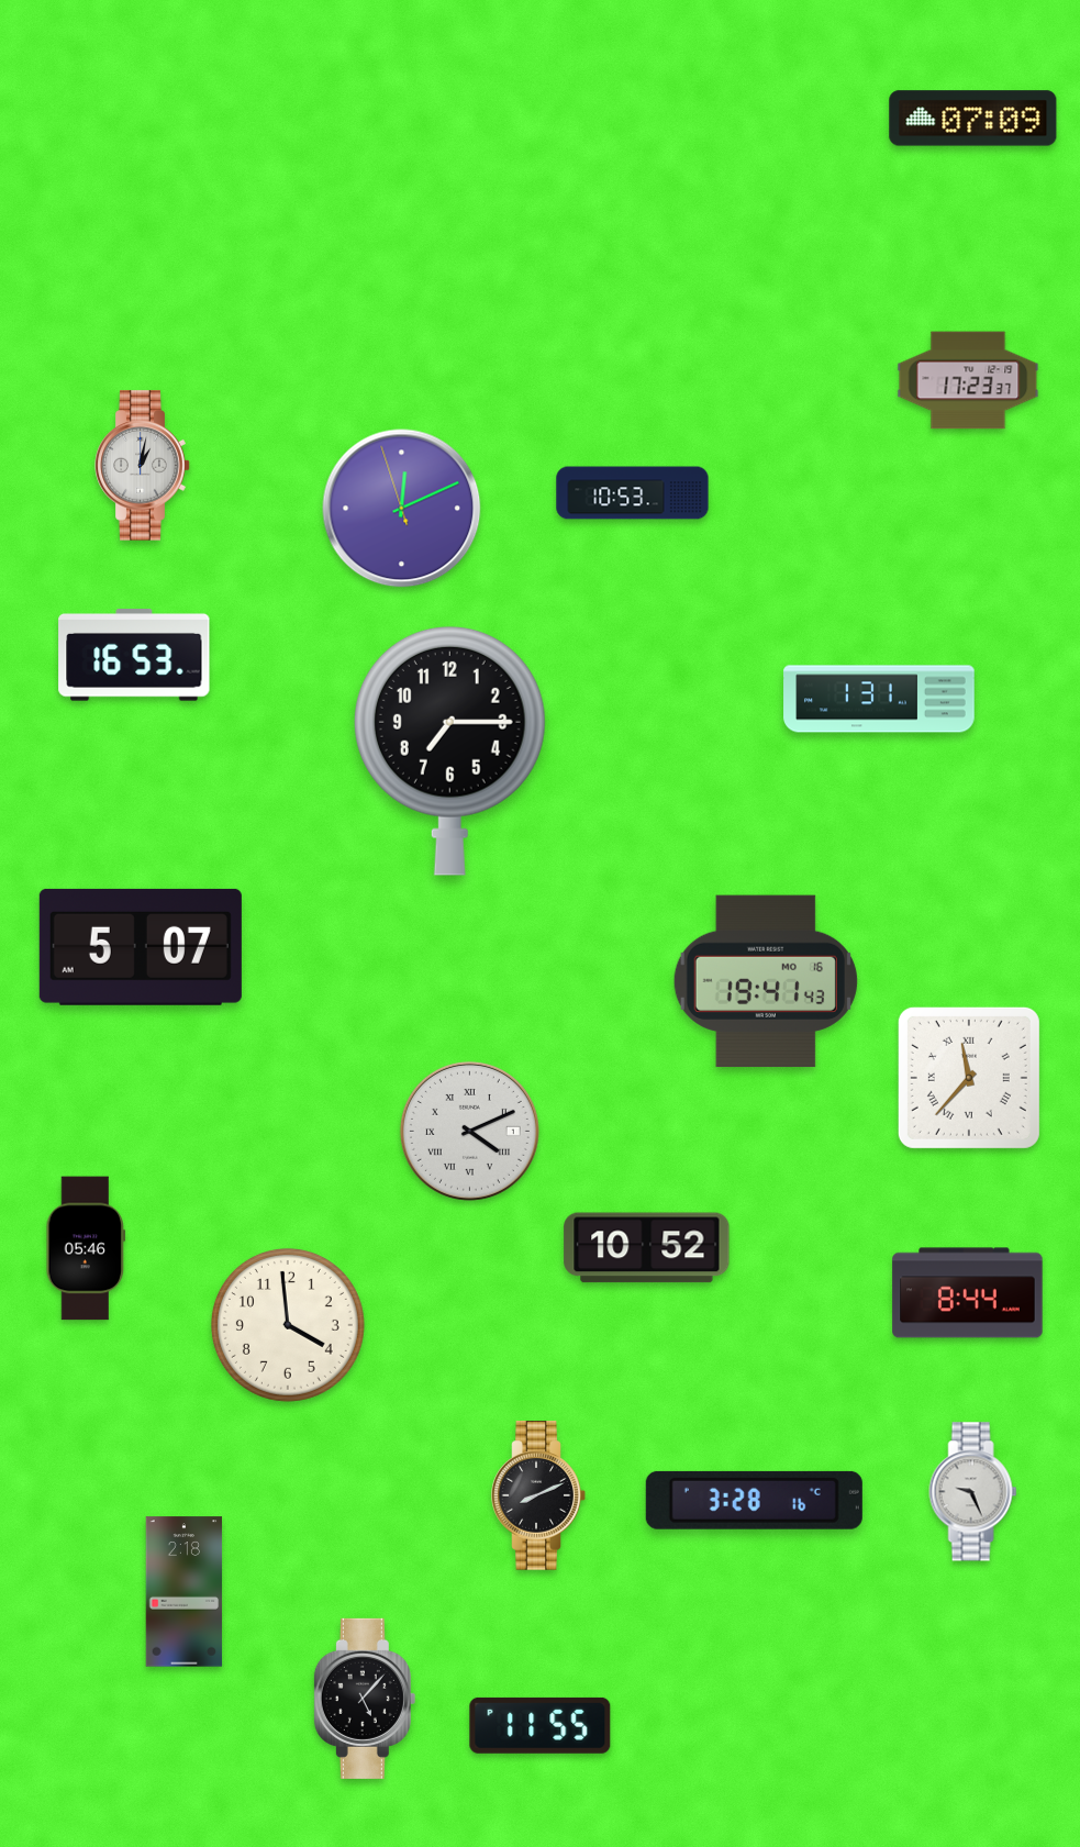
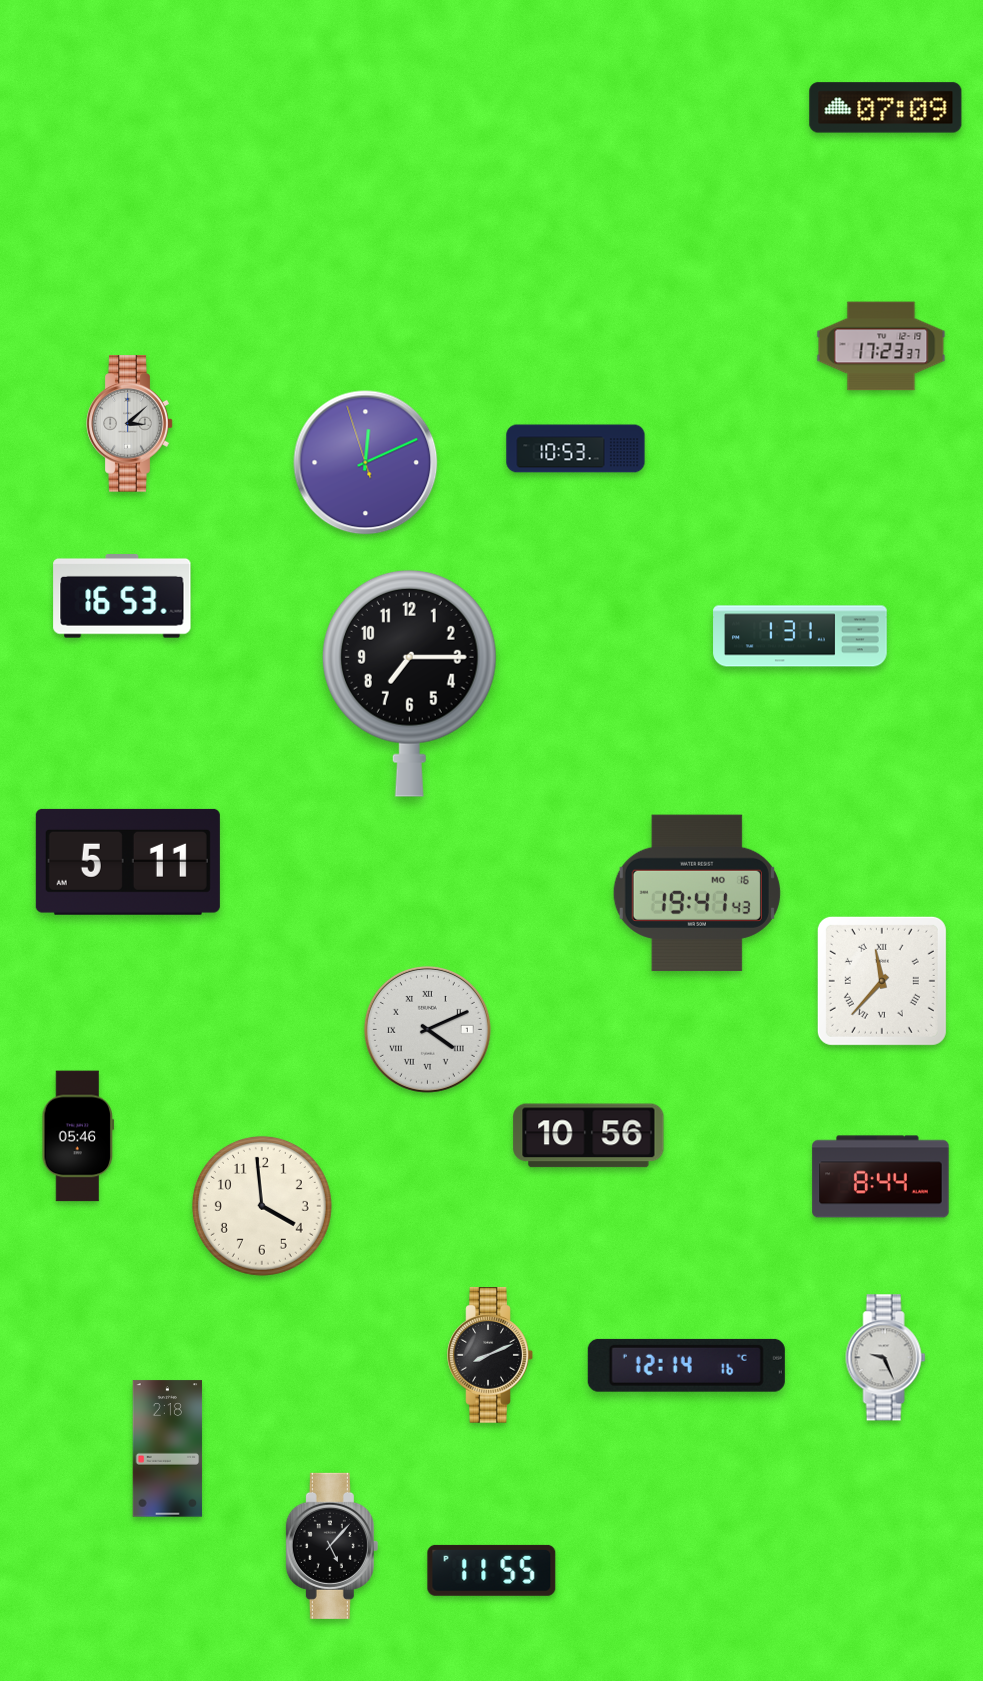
clock at (143, 466): 1:02 -> 3:08
clock at (141, 947): 5:07 -> 5:11
clock at (647, 1248): 10:52 -> 10:56
clock at (538, 1495) position: (538, 1495) -> (490, 1355)
clock at (754, 1500): 3:28 -> 12:14
